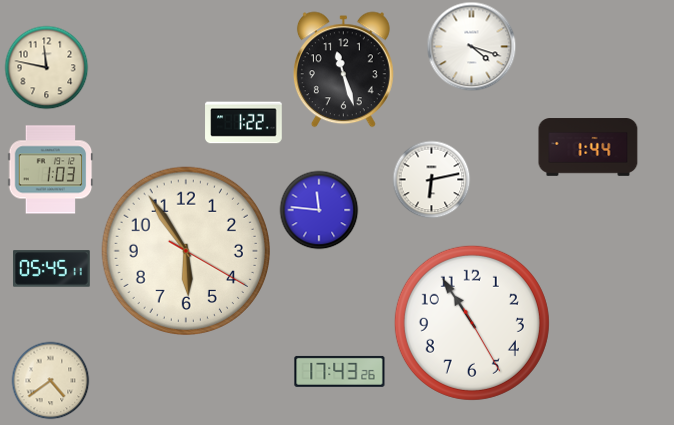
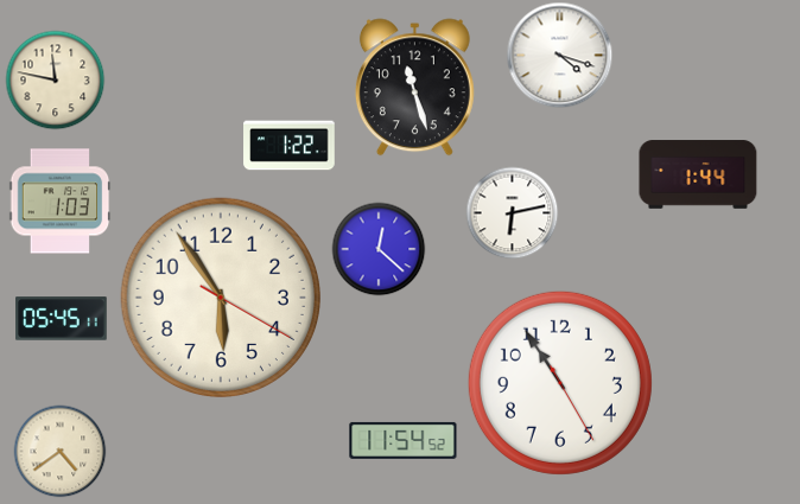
clock at (343, 70) position: (343, 70) -> (414, 88)
clock at (319, 210): 11:46 -> 12:22
clock at (340, 371): 17:43 -> 11:54
